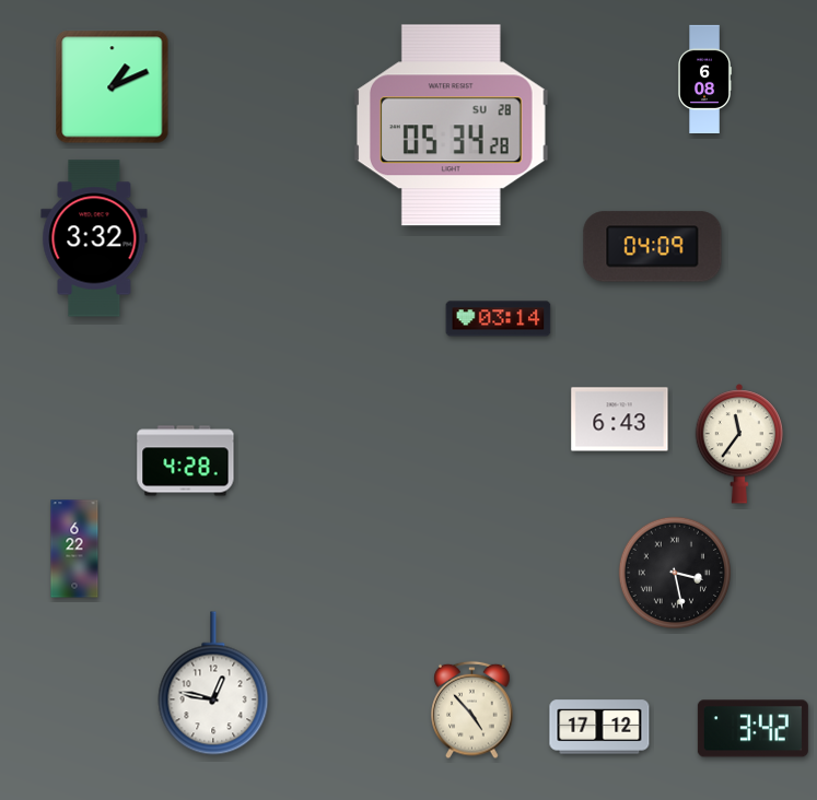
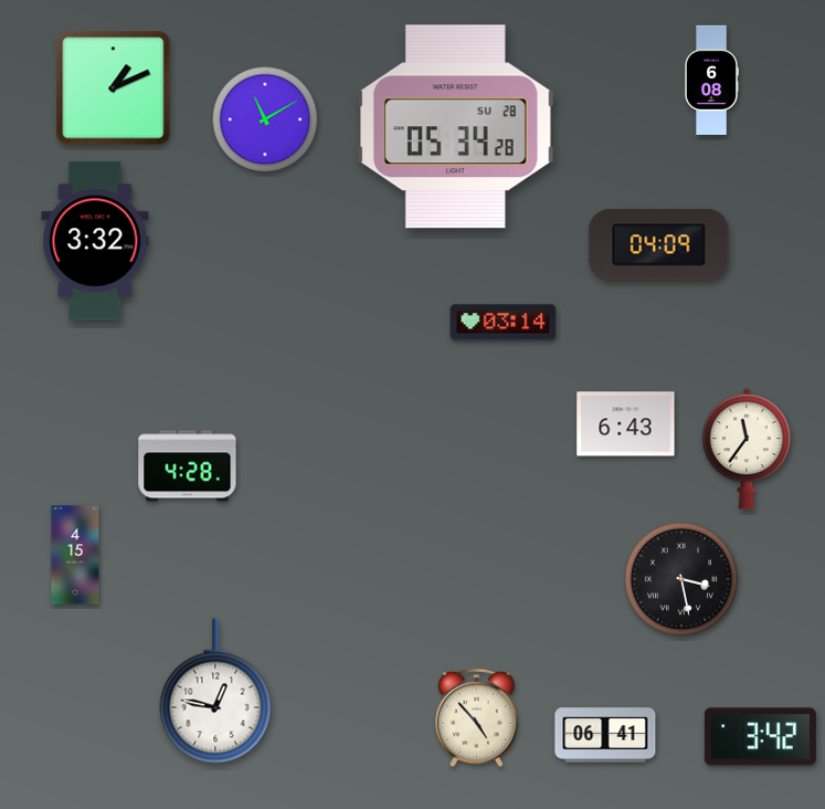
clock at (265, 119): none -> 11:10
clock at (653, 247) position: (653, 247) -> (659, 245)
clock at (74, 549): 6:22 -> 4:15
clock at (599, 727): 17:12 -> 06:41
